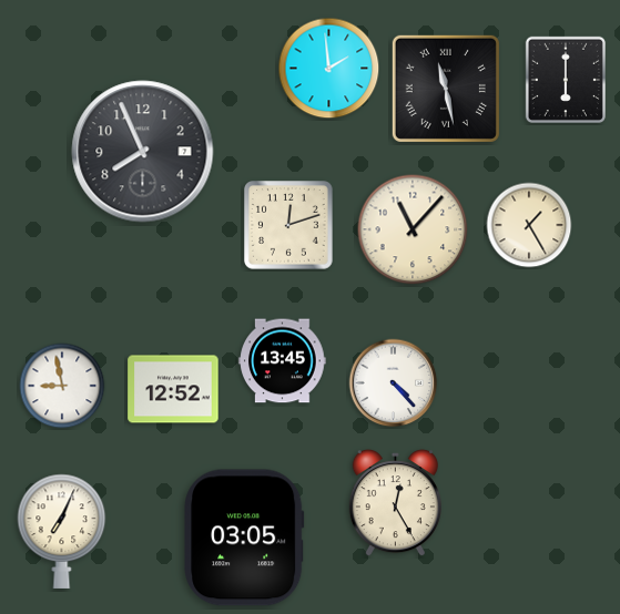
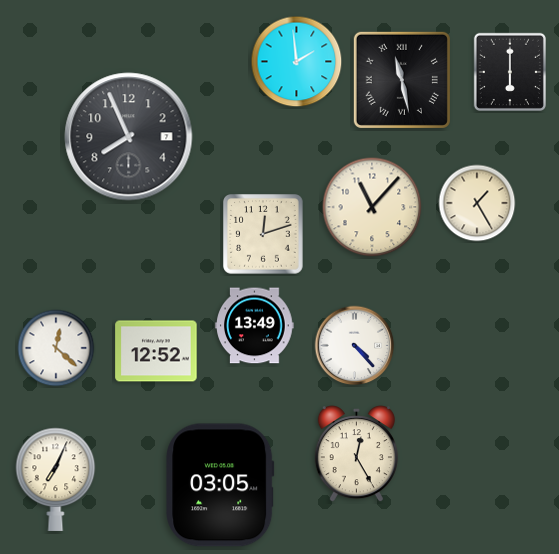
clock at (288, 225) position: (288, 225) -> (263, 234)
clock at (283, 361): 13:45 -> 13:49
clock at (62, 386): 8:58 -> 12:22
